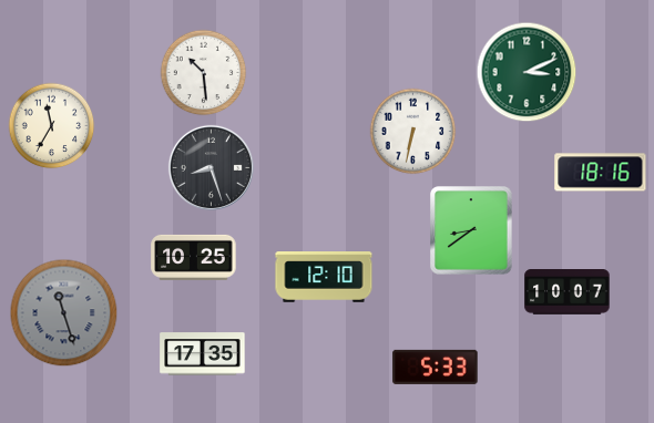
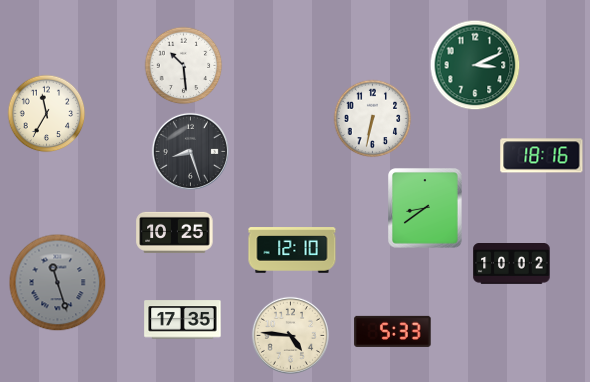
clock at (568, 292): 10:07 -> 10:02
clock at (290, 335): none -> 4:46
